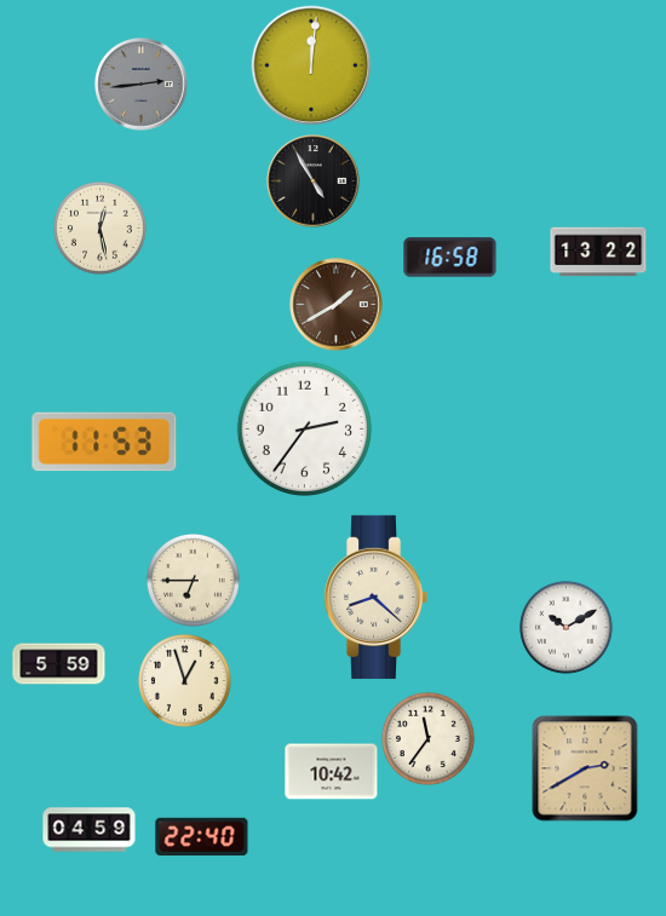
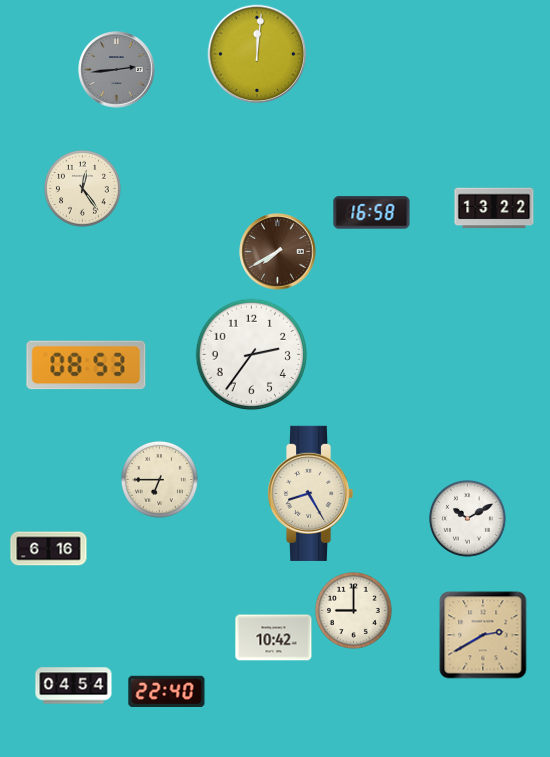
clock at (314, 182): 4:55 -> none
clock at (99, 227): 12:28 -> 12:24
clock at (337, 305): 1:40 -> 7:40
clock at (104, 442): 11:53 -> 08:53
clock at (375, 597): 8:22 -> 8:25
clock at (59, 664): 5:59 -> 6:16
clock at (184, 680): 12:57 -> none
clock at (427, 738): 11:36 -> 9:00
clock at (90, 830): 04:59 -> 04:54
